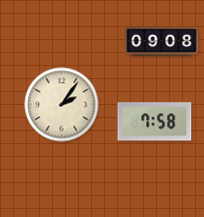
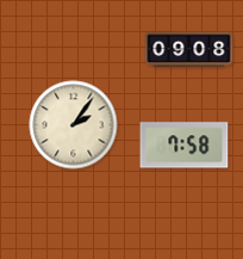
clock at (162, 42) position: (162, 42) -> (189, 50)
